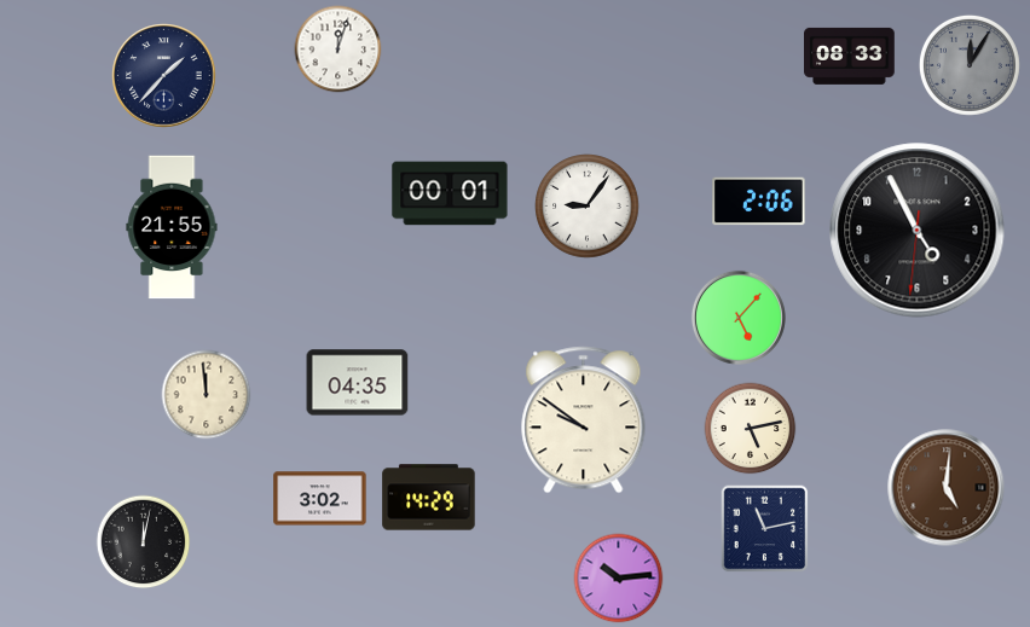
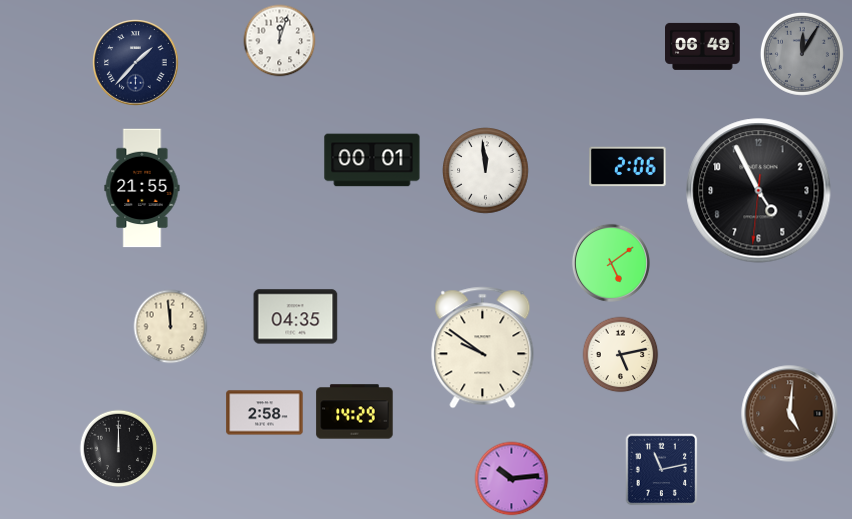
clock at (850, 56): 08:33 -> 06:49
clock at (588, 207): 9:06 -> 11:59
clock at (739, 318): 5:07 -> 5:09
clock at (947, 488) position: (947, 488) -> (790, 414)
clock at (320, 499): 3:02 -> 2:58
clock at (765, 529) position: (765, 529) -> (662, 470)
clock at (144, 542): 12:02 -> 12:00
